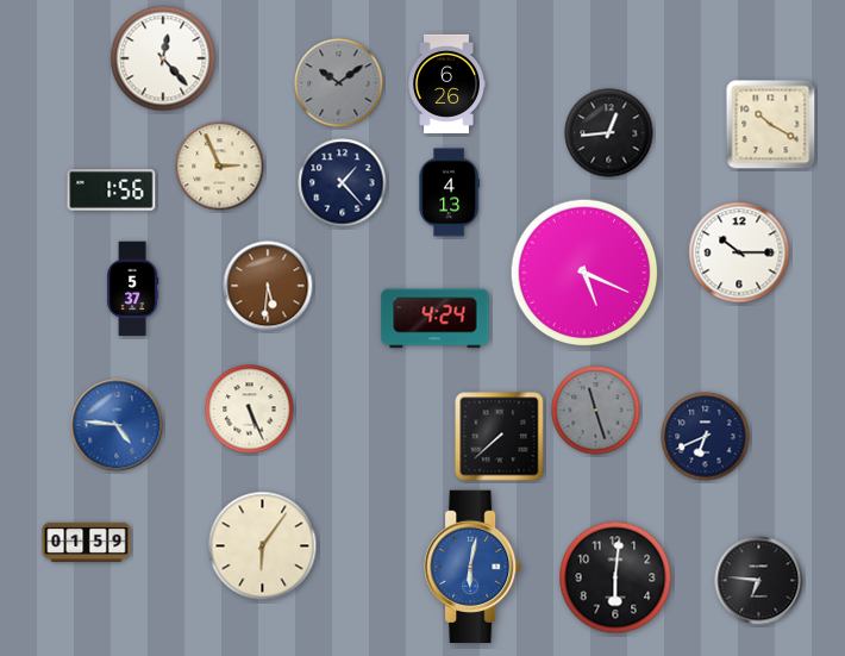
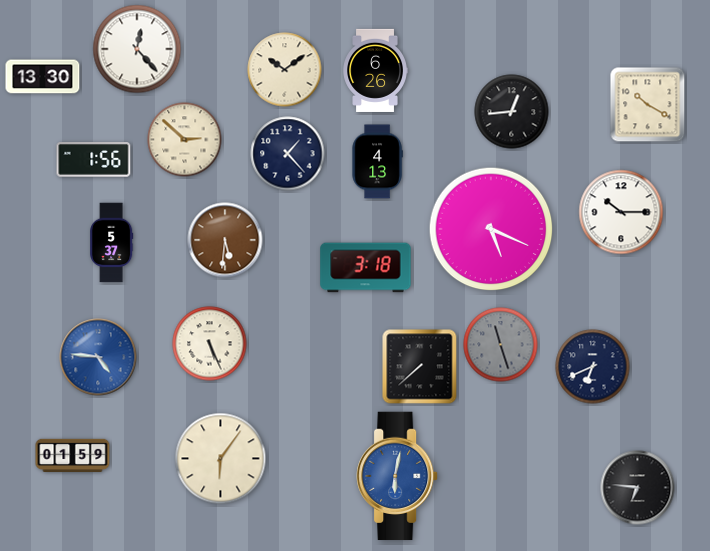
clock at (339, 83) dial: grey -> cream
clock at (43, 77): none -> 13:30
clock at (220, 167): 2:56 -> 2:52
clock at (436, 319): 4:24 -> 3:18
clock at (615, 577): 6:01 -> none
